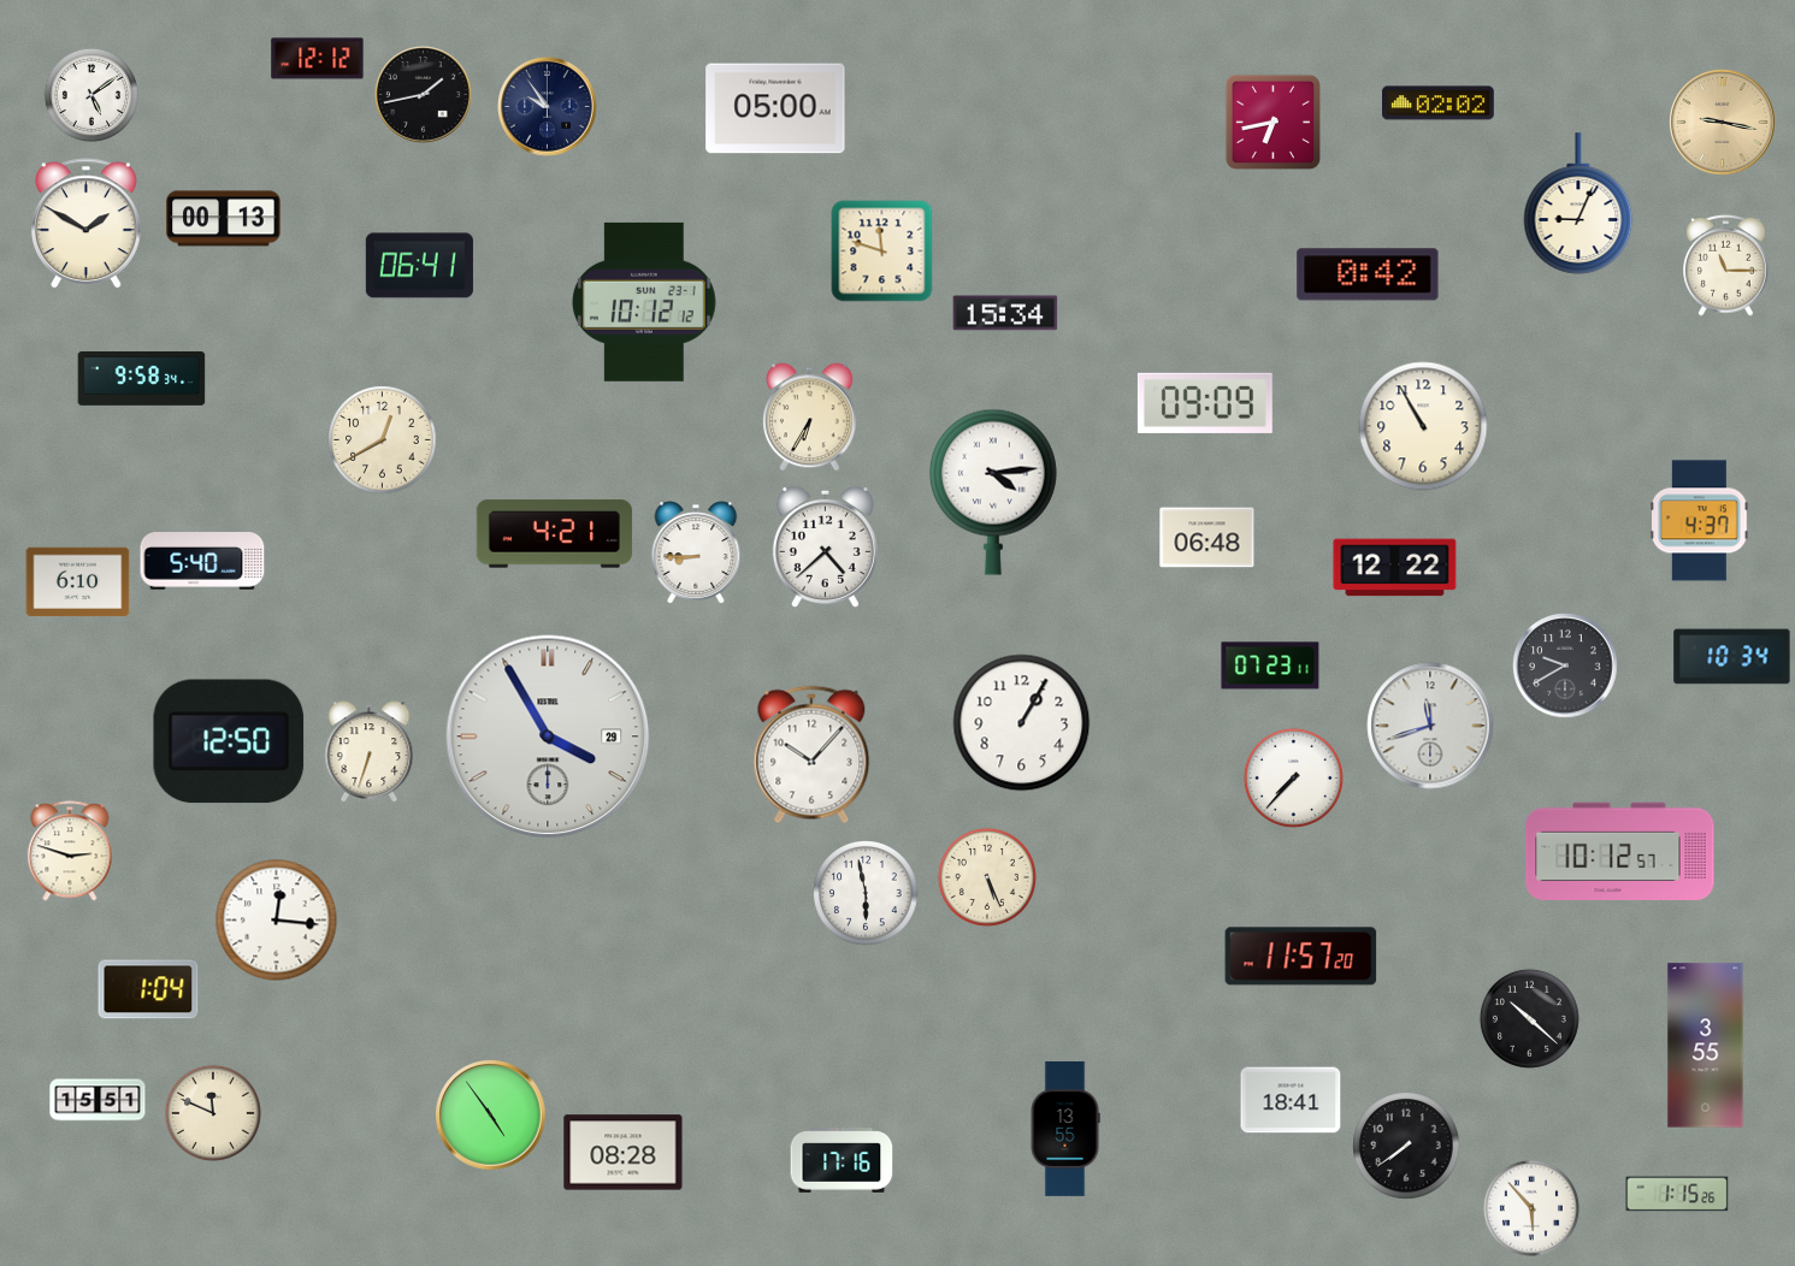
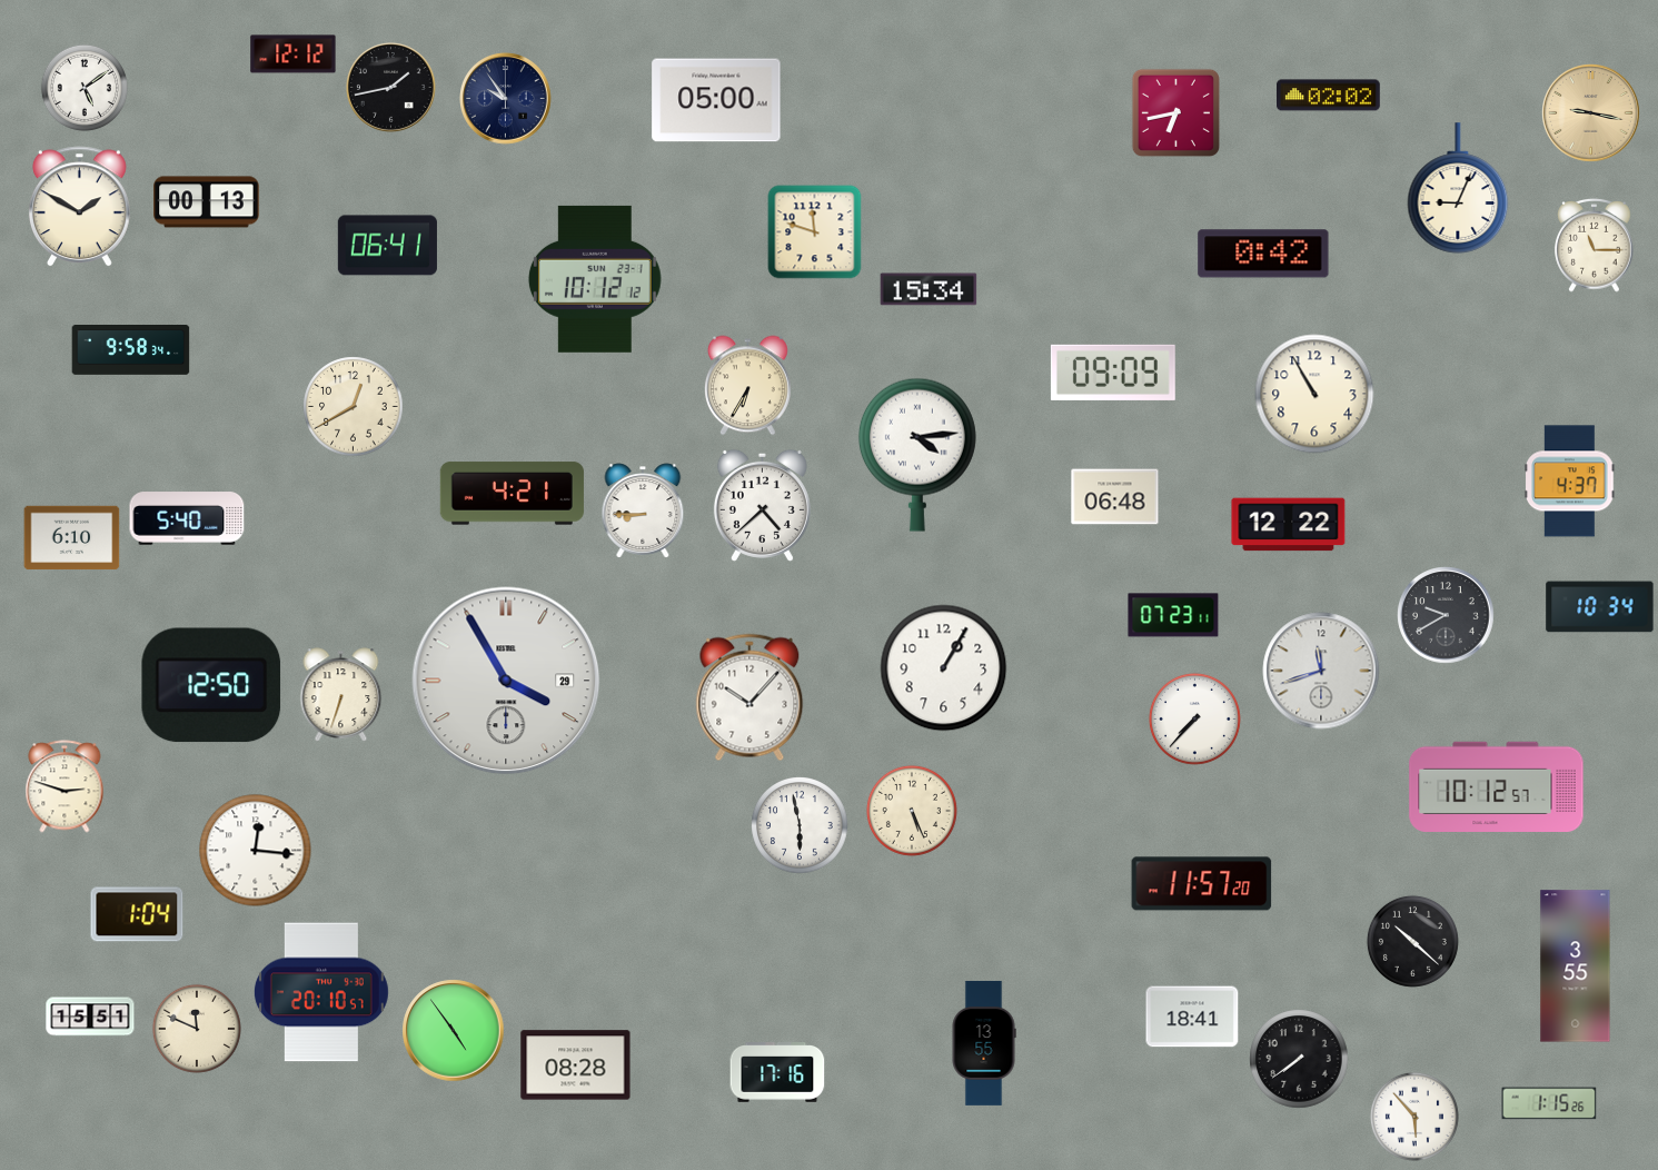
clock at (321, 992): none -> 20:10
